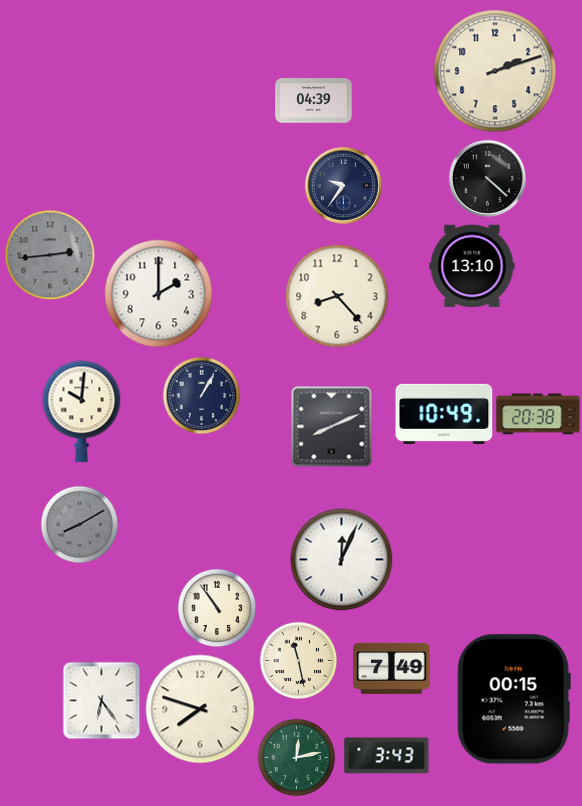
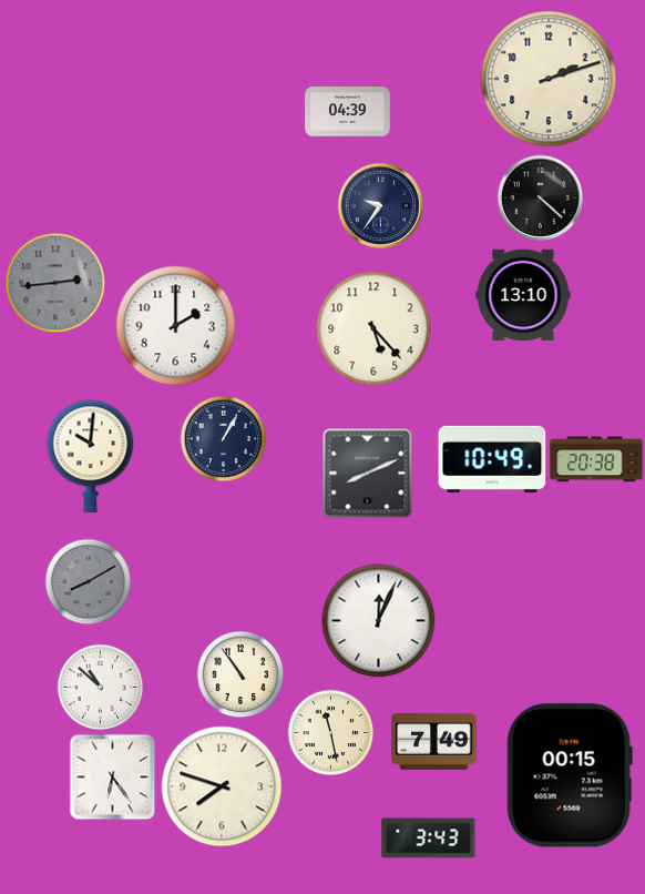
clock at (337, 296): 8:23 -> 5:23
clock at (100, 687): none -> 10:52
clock at (296, 757): 12:13 -> none
